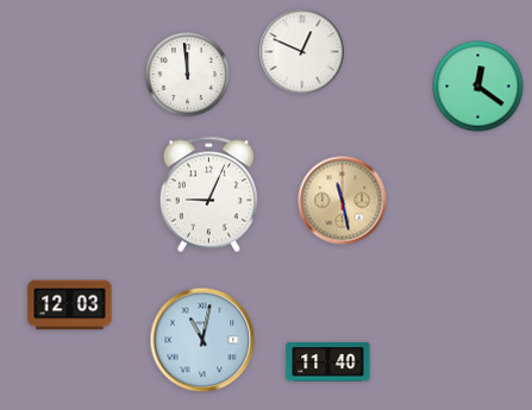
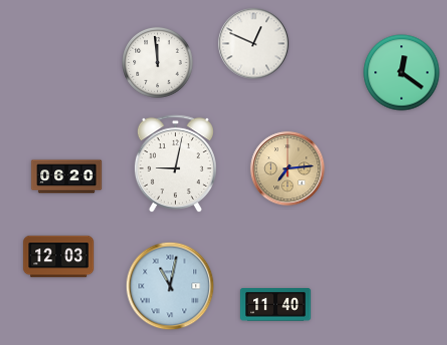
clock at (208, 195): 9:04 -> 9:02
clock at (343, 201): 11:28 -> 7:14
clock at (67, 177): none -> 06:20
